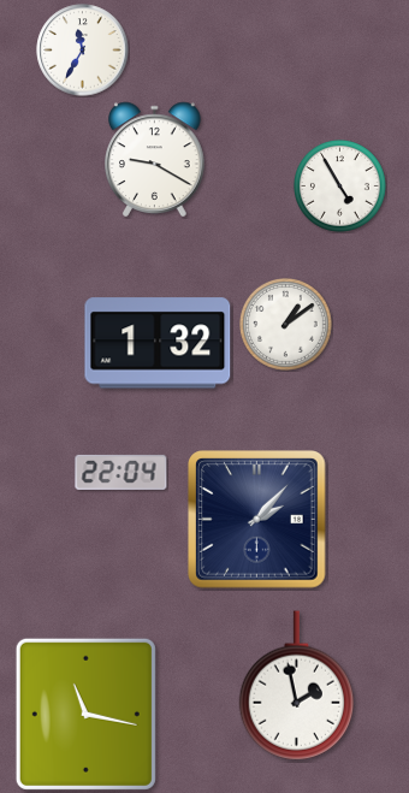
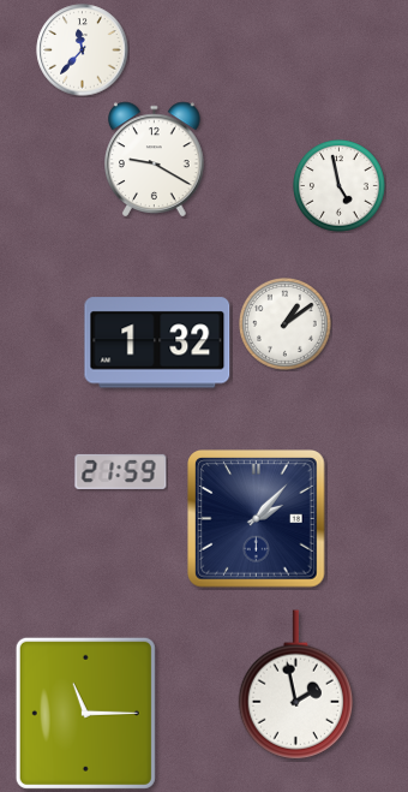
clock at (83, 51): 11:35 -> 11:37
clock at (340, 187): 4:55 -> 4:58
clock at (121, 472): 22:04 -> 21:59
clock at (85, 714): 11:17 -> 11:15
